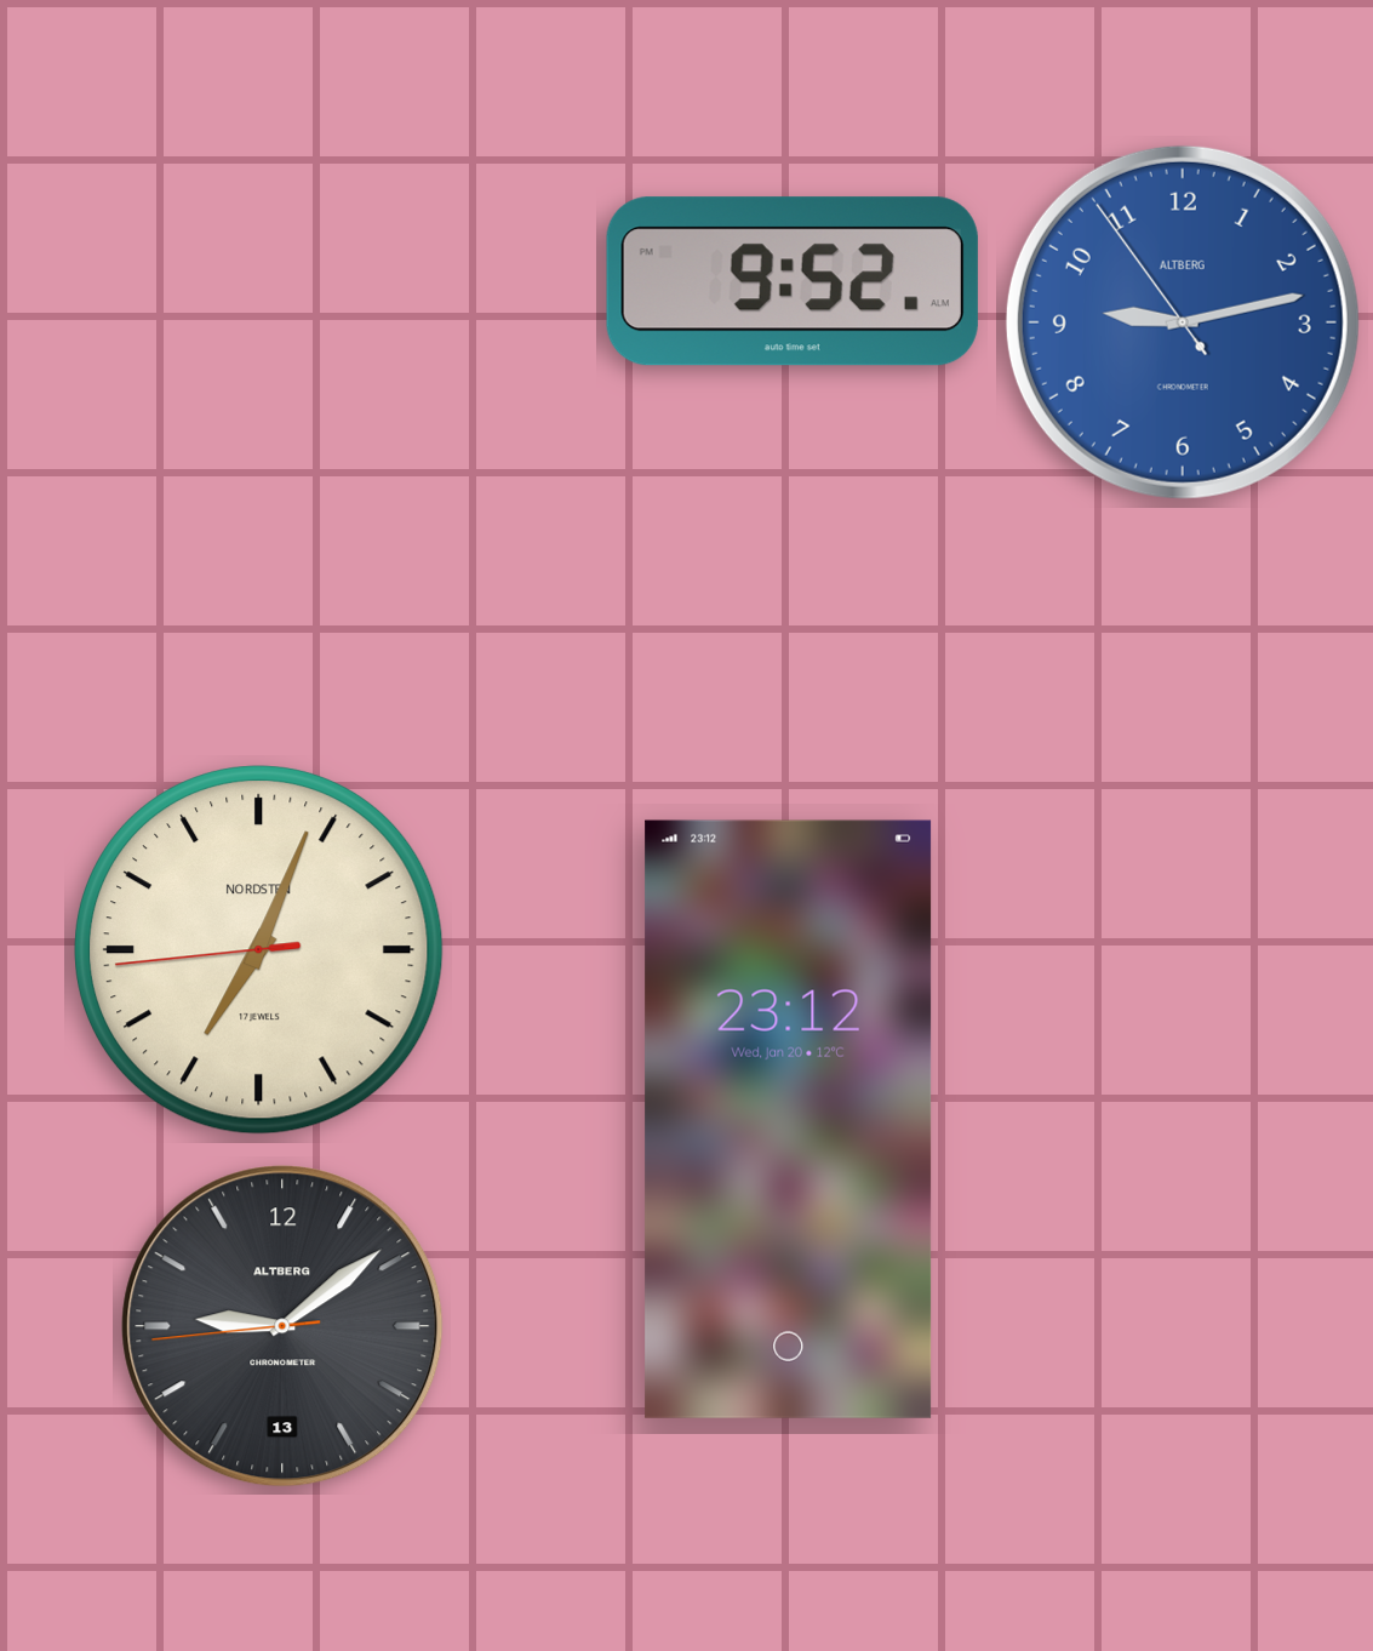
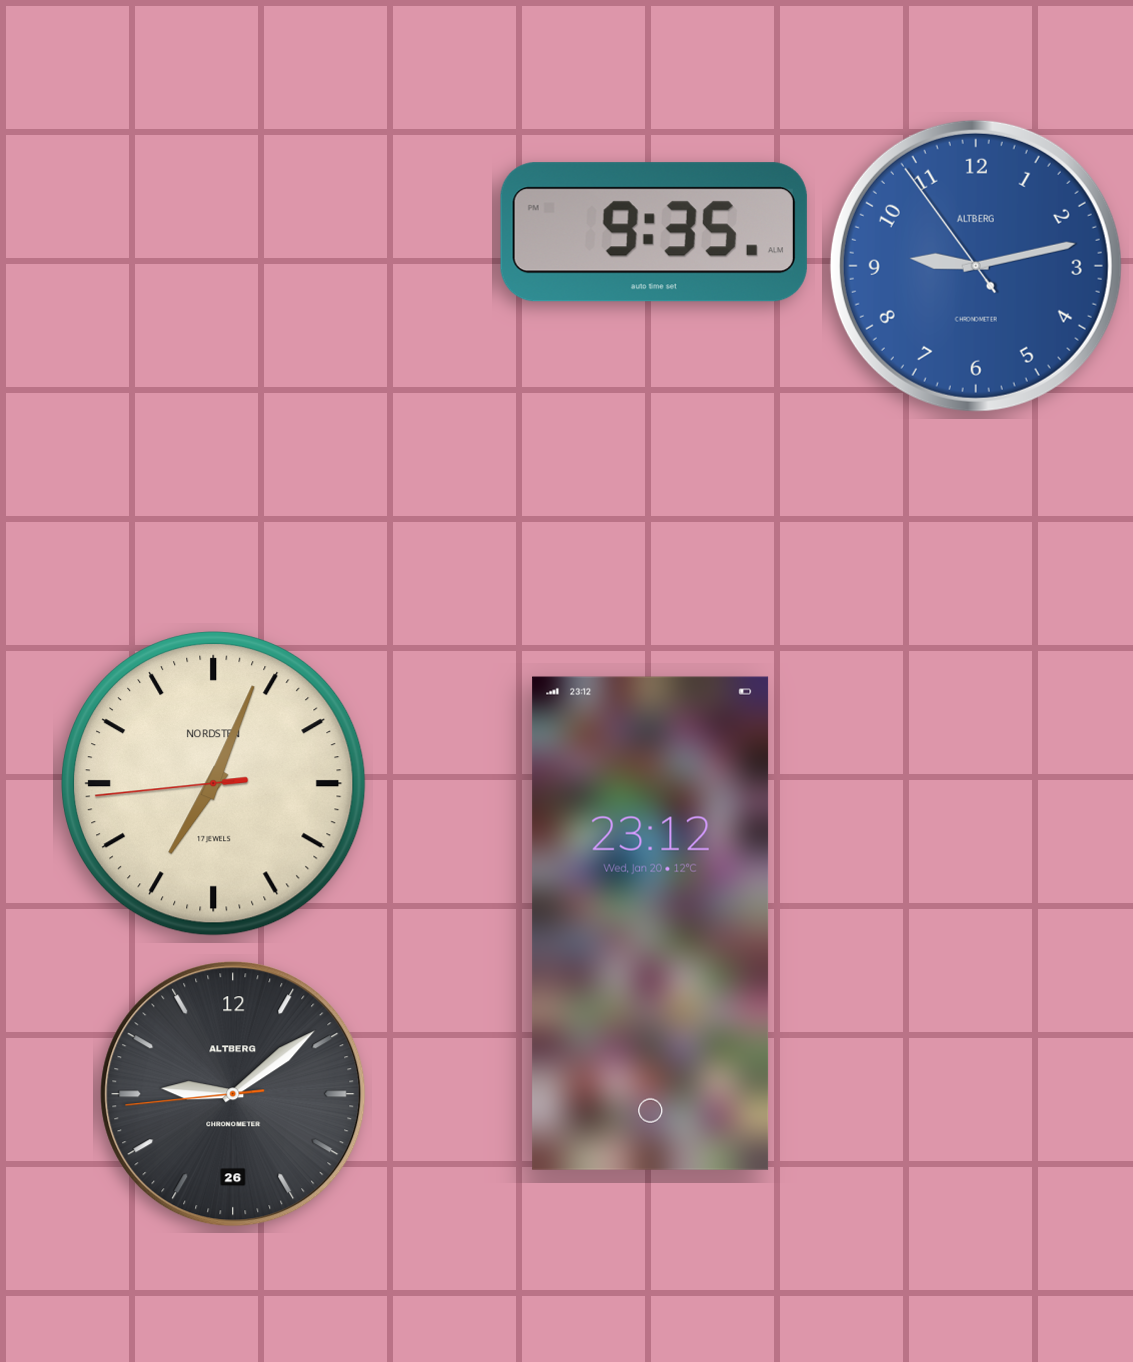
clock at (793, 281): 9:52 -> 9:35
clock at (282, 1326) date: 13 -> 26
